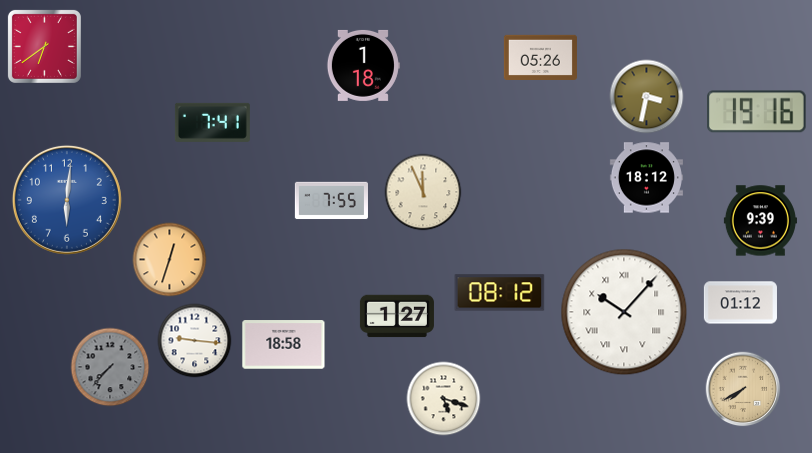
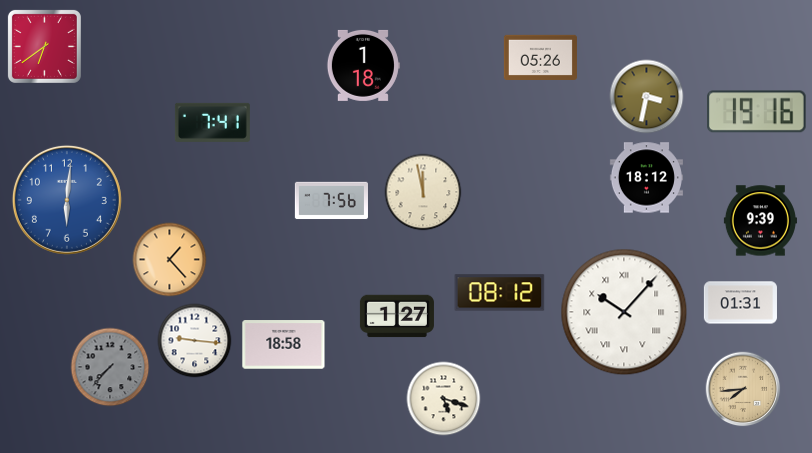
clock at (423, 192): 11:56 -> 11:58
clock at (331, 201): 7:55 -> 7:56
clock at (170, 260): 12:33 -> 1:23
clock at (740, 303): 01:12 -> 01:31
clock at (743, 389): 7:40 -> 7:44
